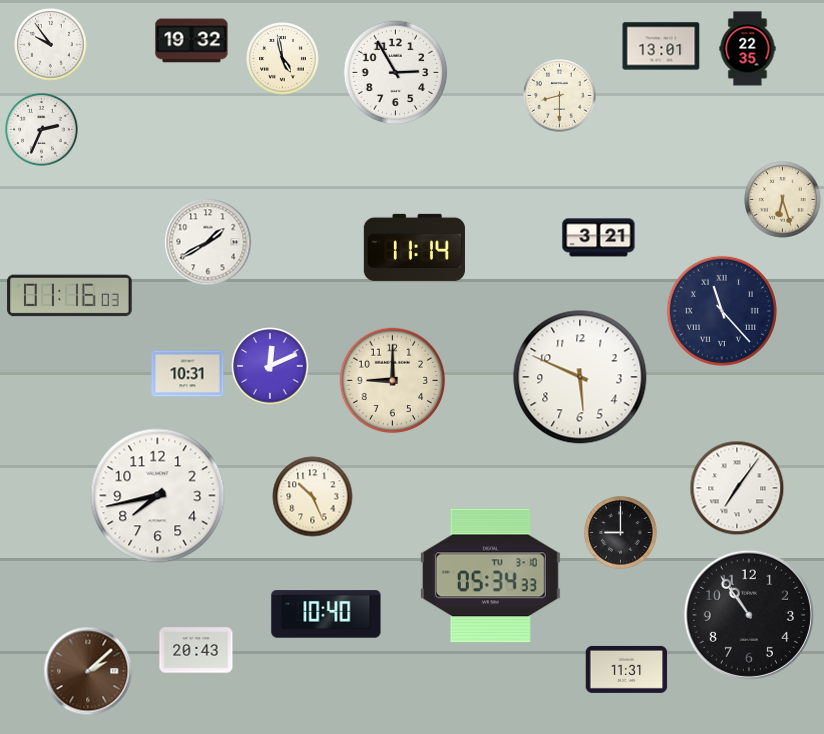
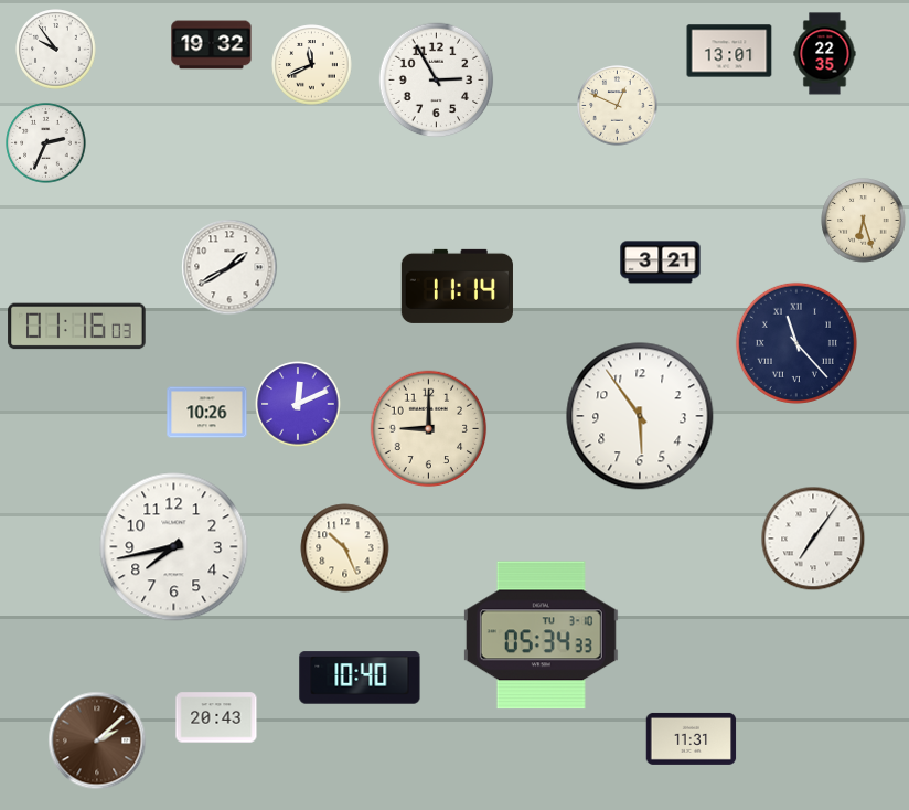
clock at (283, 59): 4:58 -> 11:41
clock at (560, 96): 8:30 -> 12:49
clock at (414, 247) position: (414, 247) -> (457, 286)
clock at (188, 374): 10:31 -> 10:26
clock at (580, 377): 5:49 -> 5:54
clock at (393, 381) position: (393, 381) -> (429, 429)
clock at (621, 533): 9:00 -> none
clock at (749, 615): 10:54 -> none
